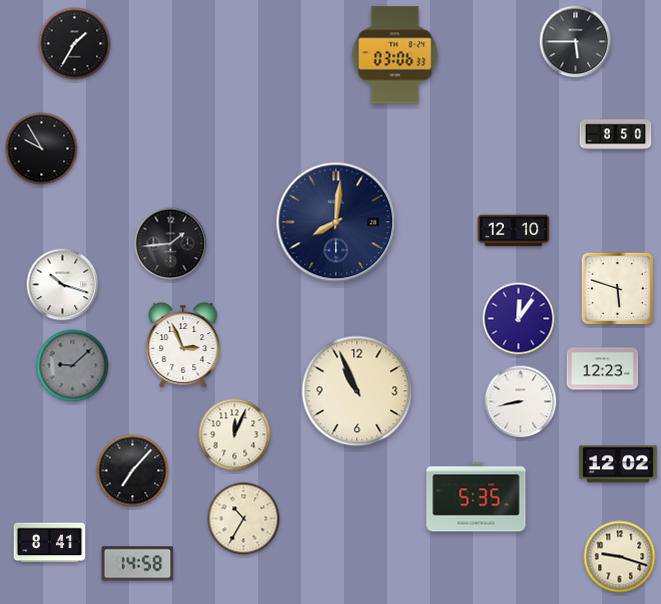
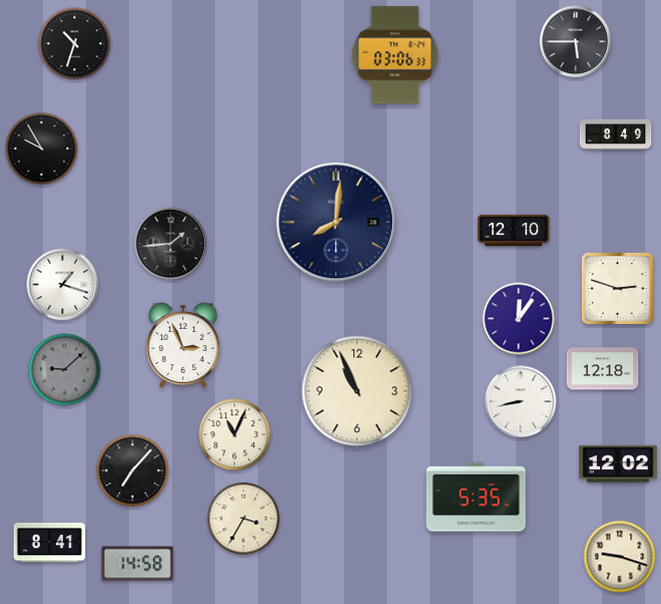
clock at (75, 44): 1:35 -> 10:33
clock at (616, 135): 8:50 -> 8:49
clock at (63, 285): 10:18 -> 1:18
clock at (618, 289): 5:48 -> 2:48
clock at (73, 366) position: (73, 366) -> (65, 370)
clock at (603, 369): 12:23 -> 12:18
clock at (235, 435): 12:04 -> 11:04
clock at (244, 519): 10:35 -> 3:35
